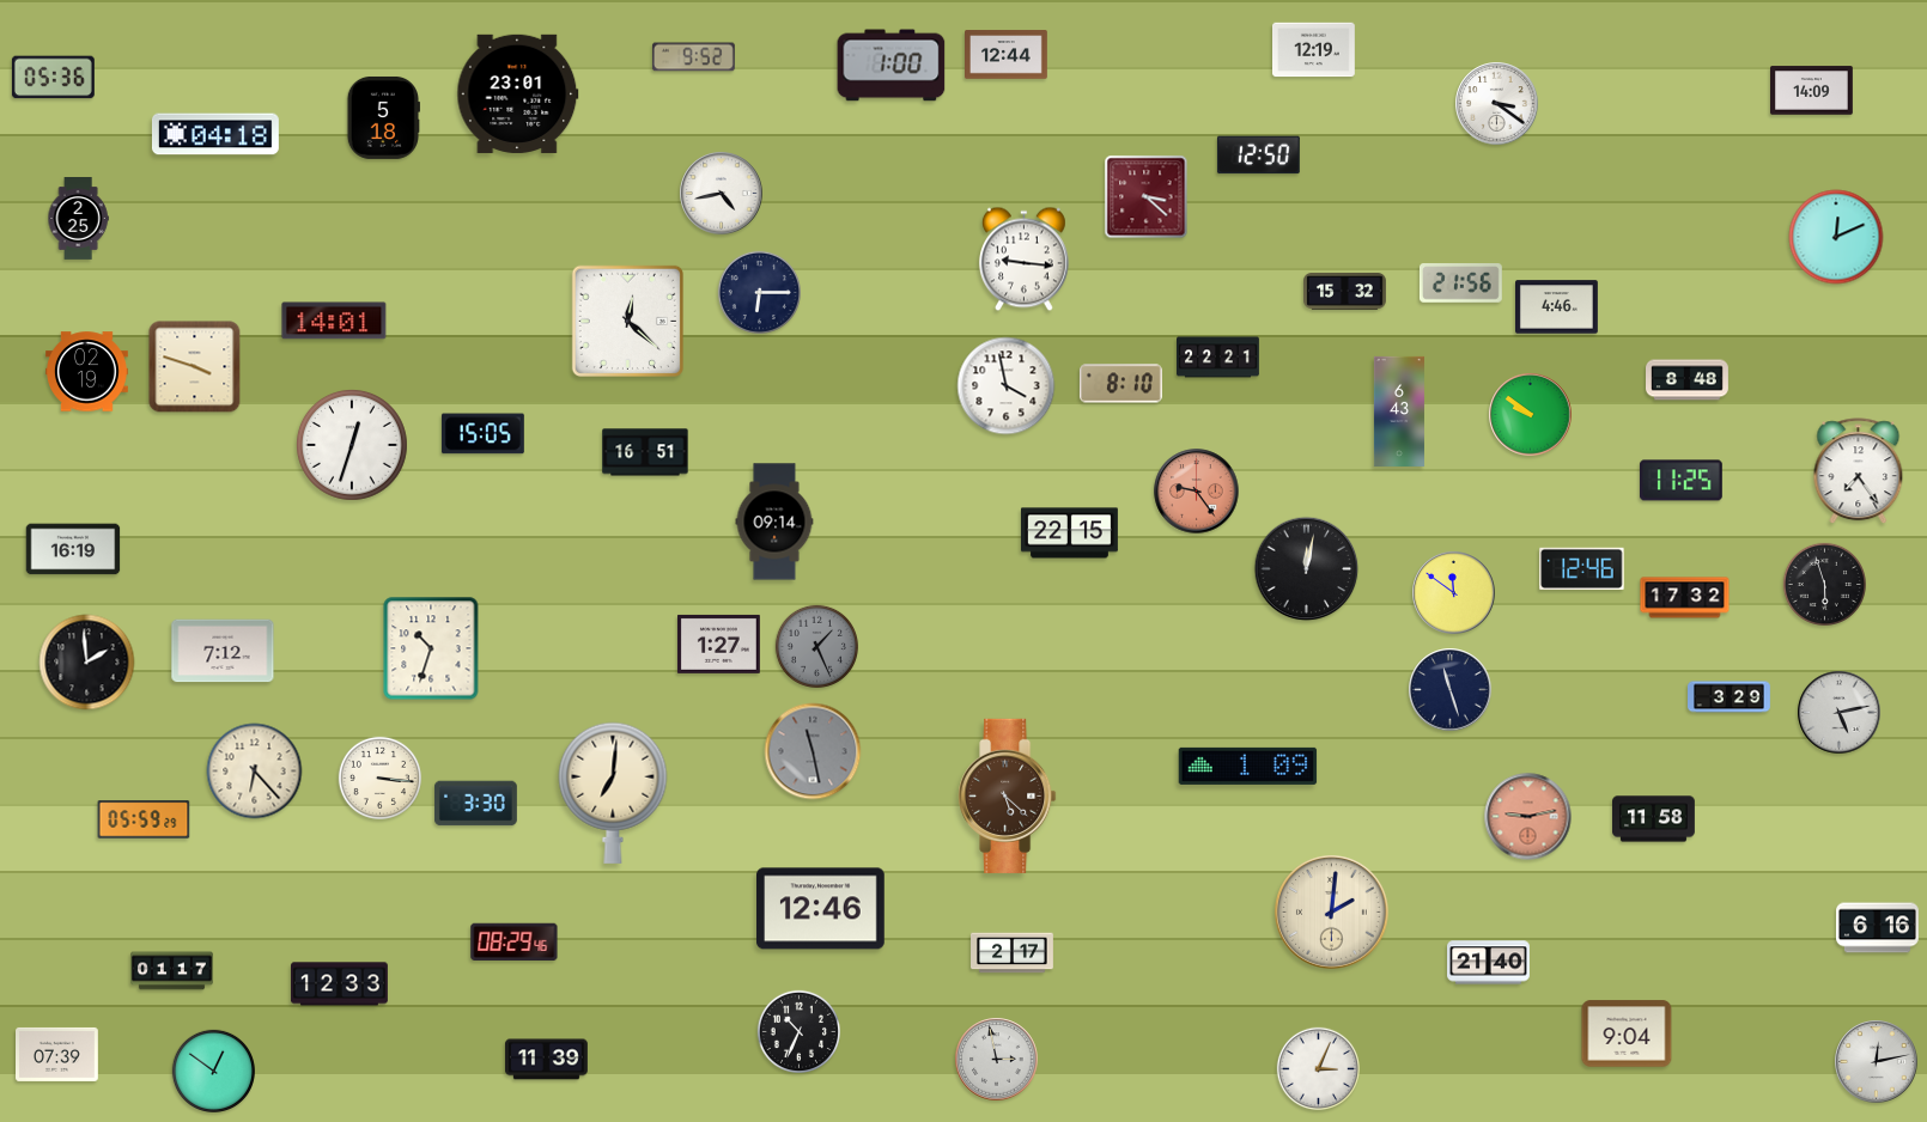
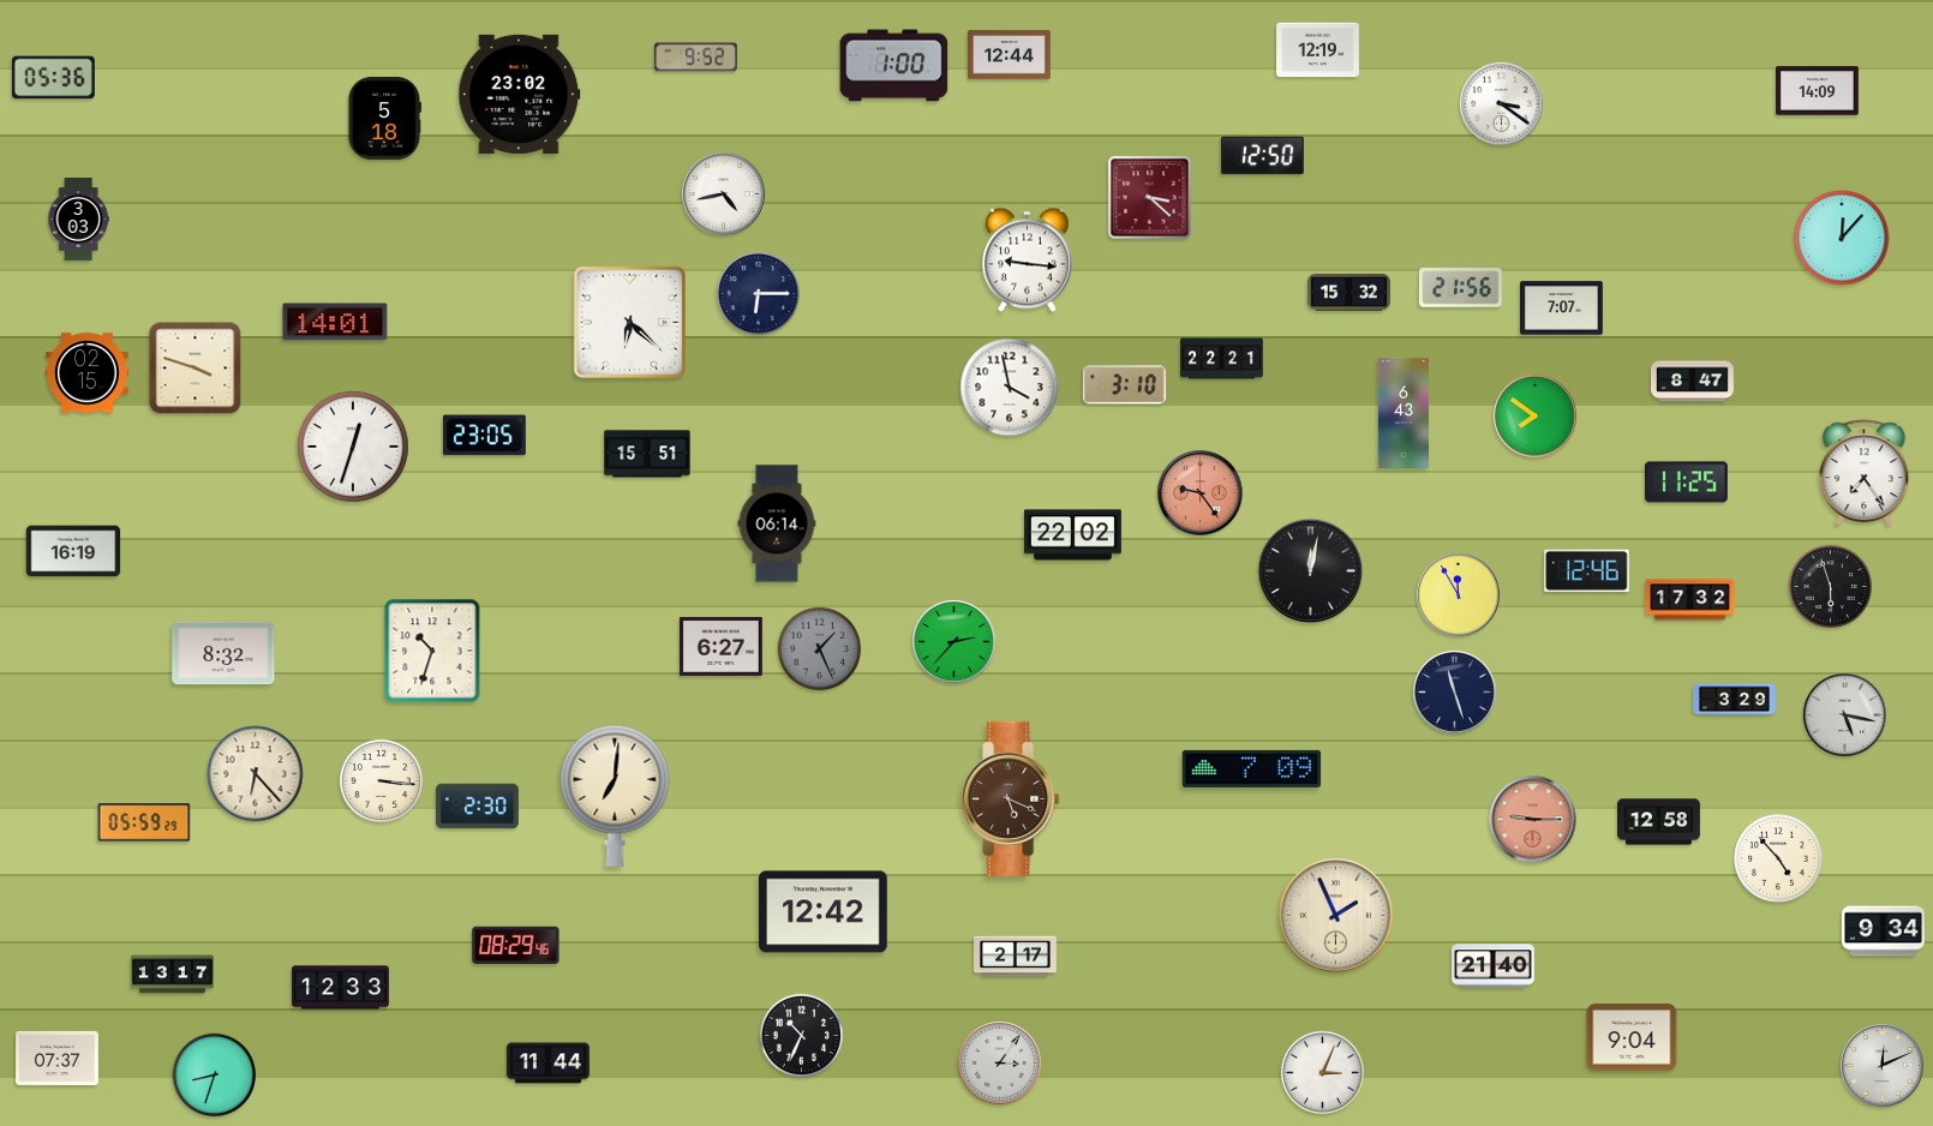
clock at (518, 93): 23:01 -> 23:02
clock at (215, 134): 04:18 -> none
clock at (78, 219): 2:25 -> 3:03
clock at (1836, 237): 12:11 -> 12:07
clock at (1461, 283) position: (1461, 283) -> (1461, 288)
clock at (759, 292) position: (759, 292) -> (758, 293)
clock at (1557, 307): 4:46 -> 7:07
clock at (627, 321): 12:22 -> 6:22
clock at (87, 372): 02:19 -> 02:15
clock at (1688, 380): 8:48 -> 8:47
clock at (1120, 384): 8:10 -> 3:10
clock at (1531, 415): 9:51 -> 7:51
clock at (482, 434): 15:05 -> 23:05
clock at (645, 452): 16:51 -> 15:51
clock at (774, 522): 09:14 -> 06:14
clock at (1069, 533): 22:15 -> 22:02
clock at (1454, 593): 11:51 -> 11:55
clock at (954, 642): none -> 2:37
clock at (718, 644): 1:27 -> 6:27
clock at (223, 651): 7:12 -> 8:32
clock at (87, 663): 1:59 -> none
clock at (1840, 713): 5:13 -> 5:17
clock at (813, 751): 11:28 -> none
clock at (1248, 766): 1:09 -> 7:09
clock at (1008, 795): 5:22 -> 5:19
clock at (476, 804): 3:30 -> 2:30
clock at (1528, 817): 9:13 -> 9:15
clock at (1654, 819): 11:58 -> 12:58
clock at (1778, 858): none -> 4:53
clock at (821, 909): 12:46 -> 12:42
clock at (1332, 913): 2:01 -> 1:56
clock at (1878, 928): 6:16 -> 9:34
clock at (172, 971): 01:17 -> 13:17
clock at (57, 1054): 07:39 -> 07:37
clock at (546, 1060): 11:39 -> 11:44
clock at (997, 1060): 2:58 -> 3:06
clock at (1877, 1062): 12:13 -> 12:11
clock at (213, 1071): 12:51 -> 8:33
